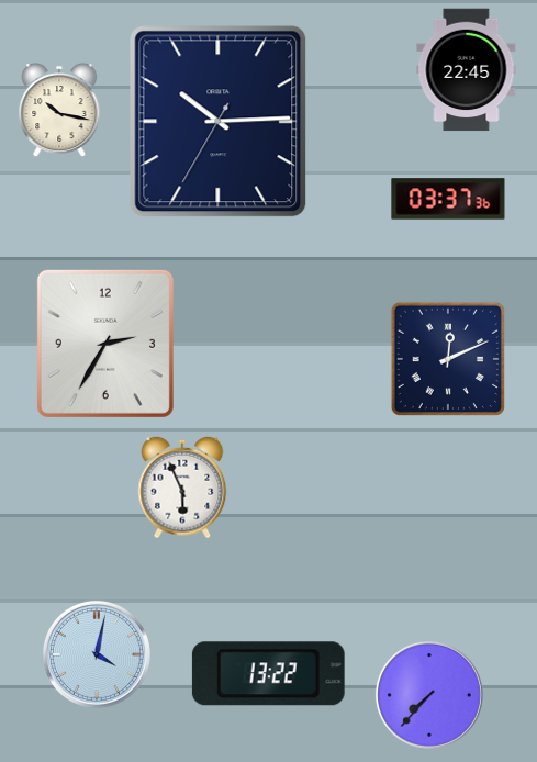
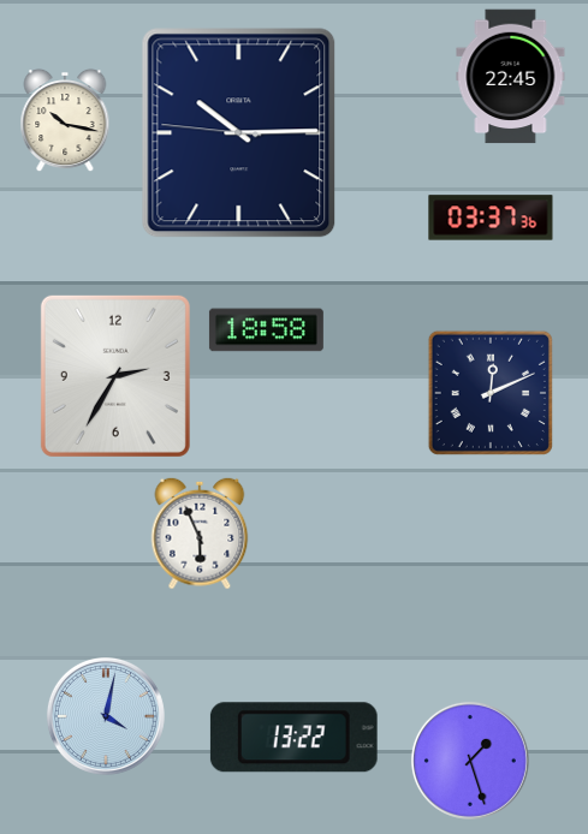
clock at (219, 122): 10:14:35 -> 10:14:46
clock at (266, 330): none -> 18:58
clock at (429, 695): 7:37 -> 1:27
